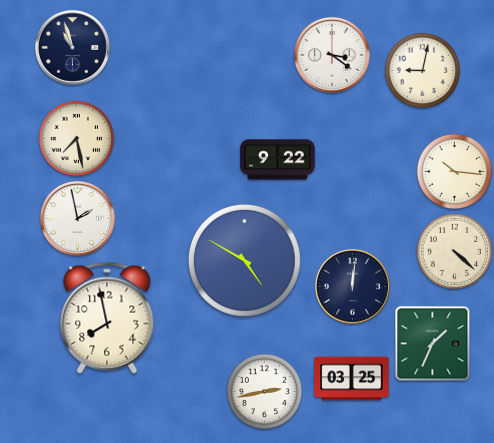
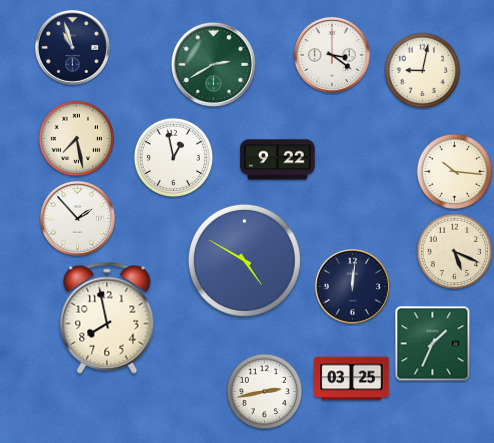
clock at (213, 64): none -> 2:40
clock at (174, 158): none -> 12:58
clock at (77, 218): 1:58 -> 1:53
clock at (455, 252): 4:22 -> 5:19
